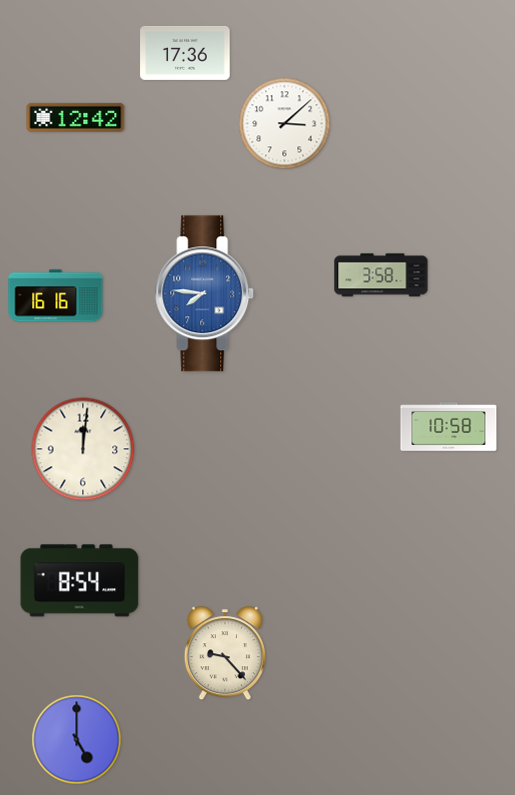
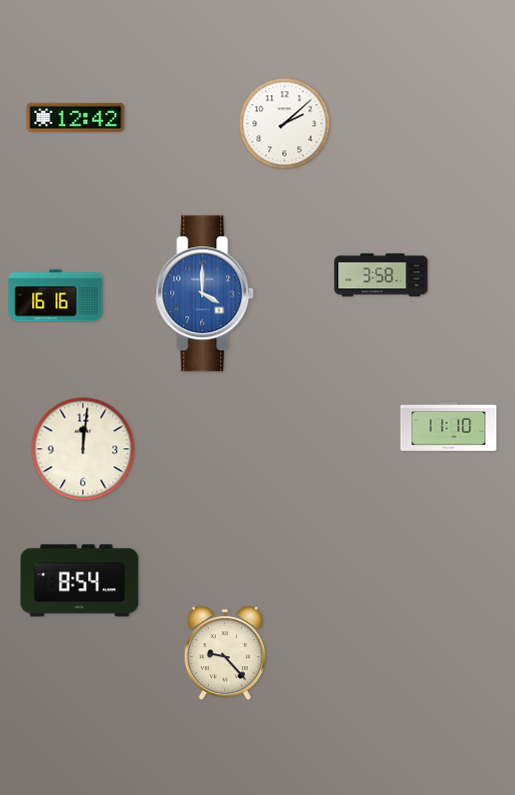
clock at (185, 53): 17:36 -> none
clock at (285, 124): 3:08 -> 2:08
clock at (205, 294): 7:46 -> 4:00
clock at (449, 427): 10:58 -> 11:10
clock at (77, 740): 5:00 -> none
